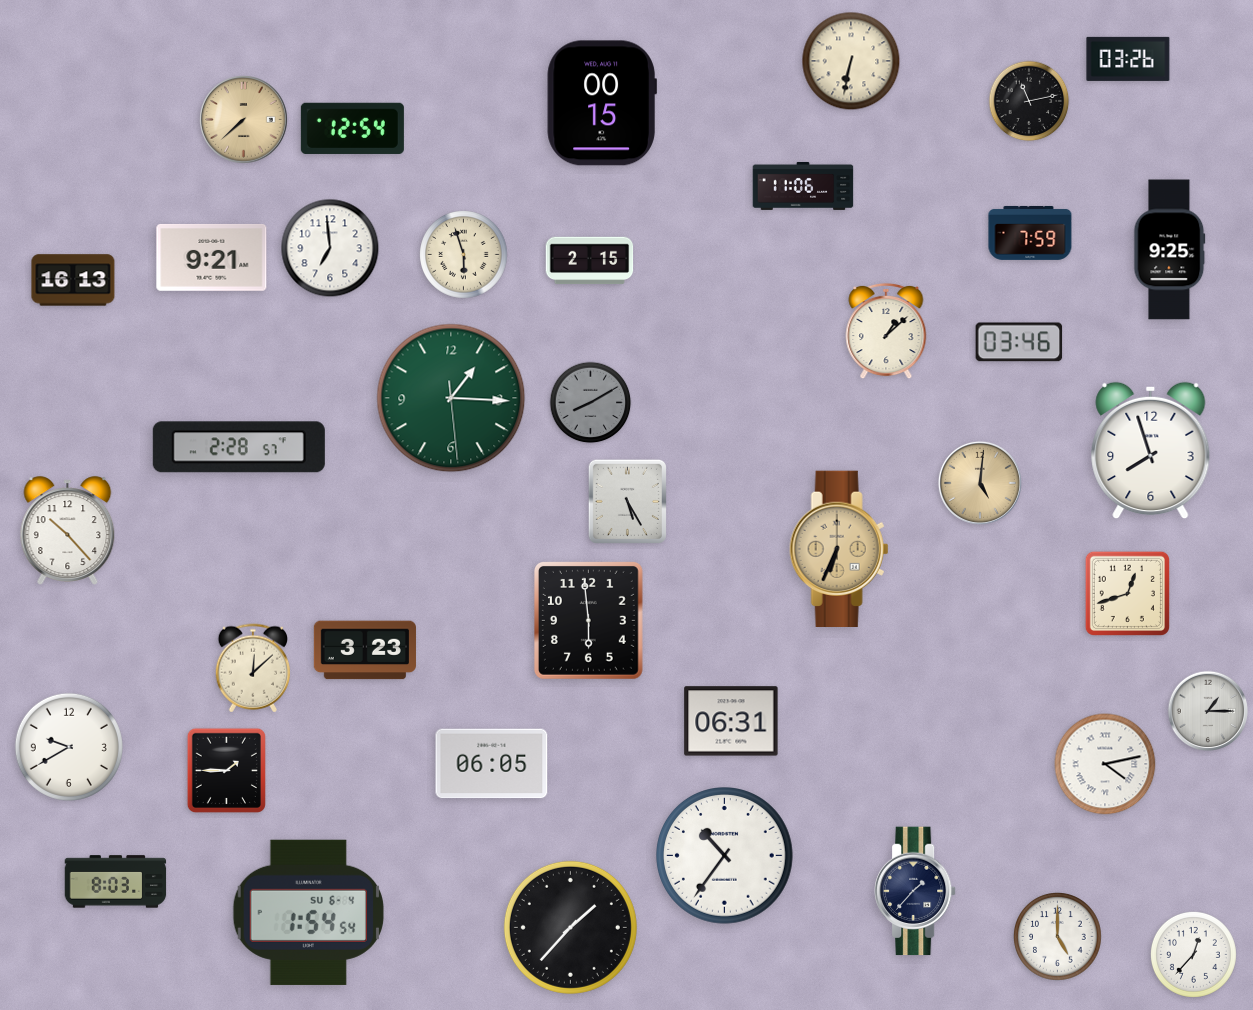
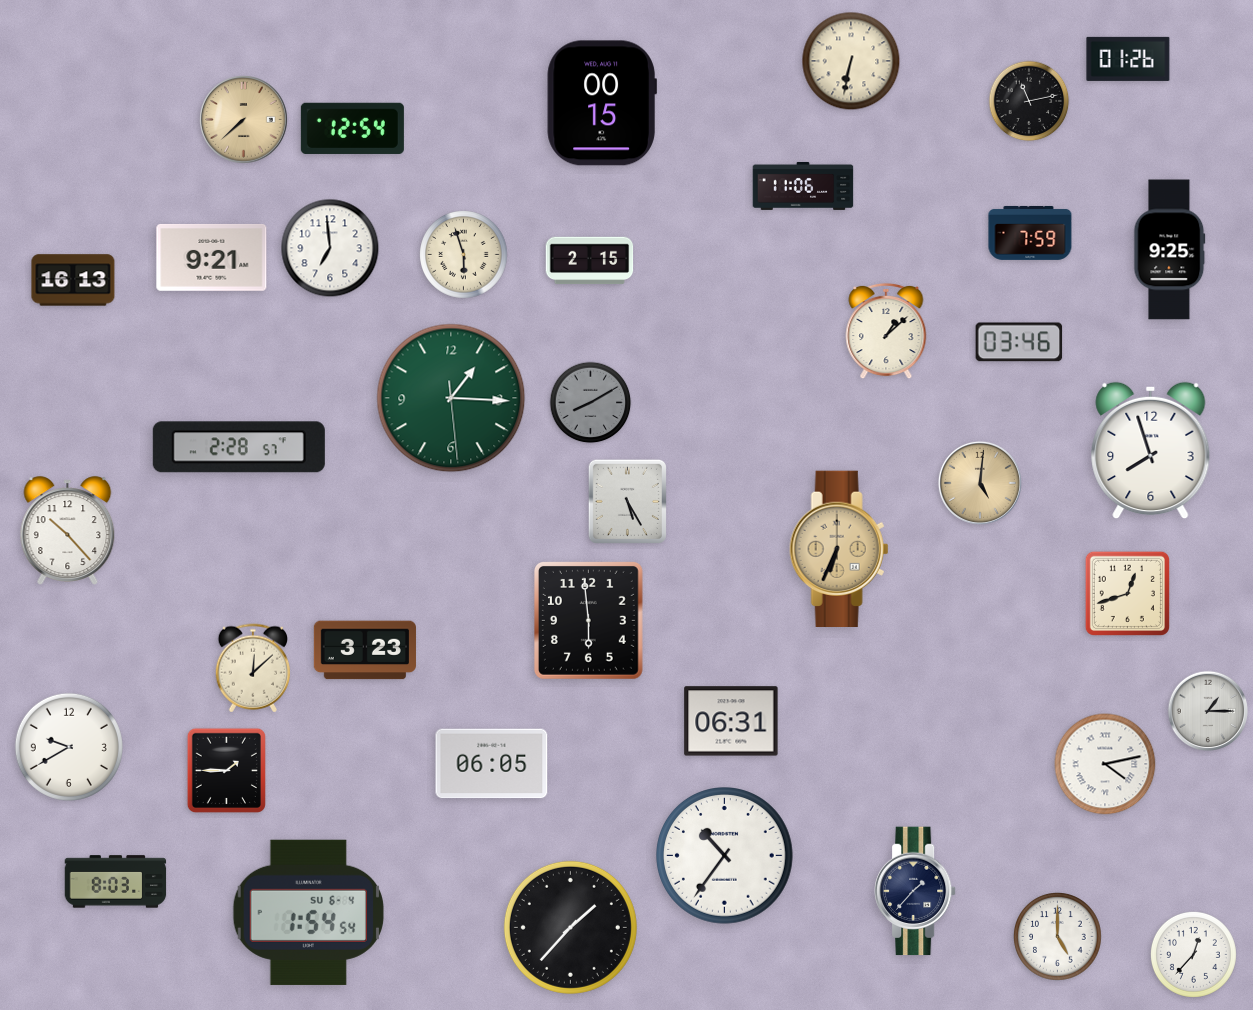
clock at (1128, 59): 03:26 -> 01:26
